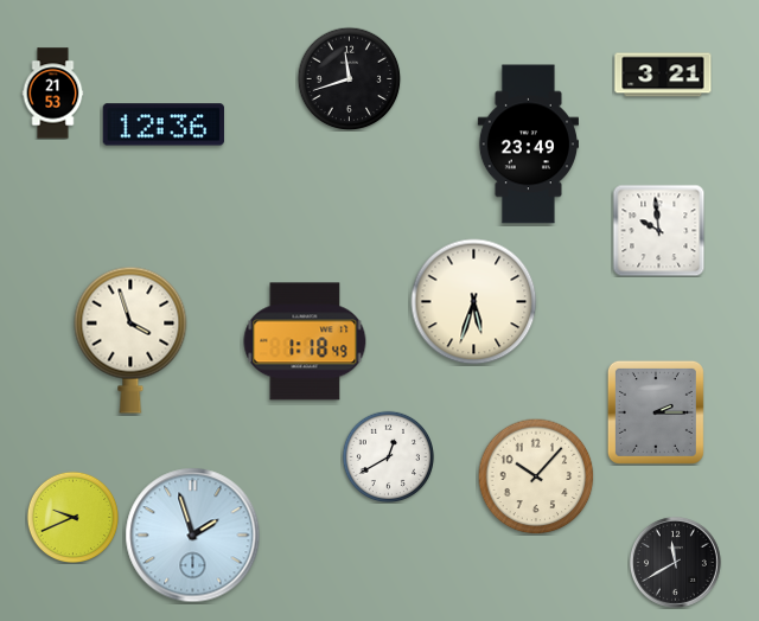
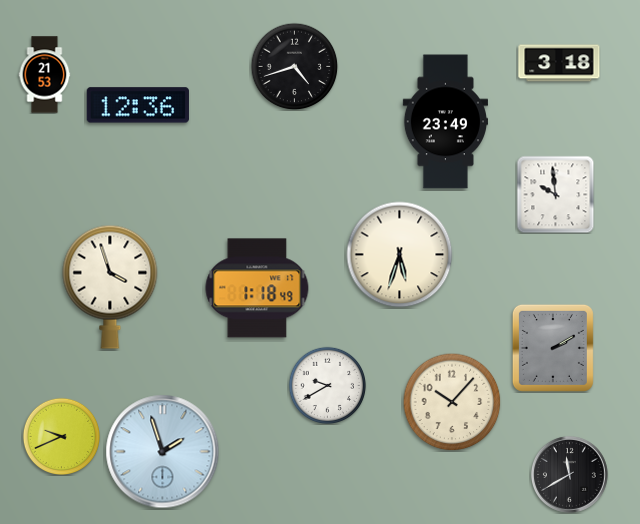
clock at (663, 75): 3:21 -> 3:18
clock at (349, 78): 11:42 -> 4:42
clock at (53, 94) position: (53, 94) -> (45, 75)
clock at (656, 412): 2:15 -> 2:10
clock at (388, 456): 12:40 -> 9:40
